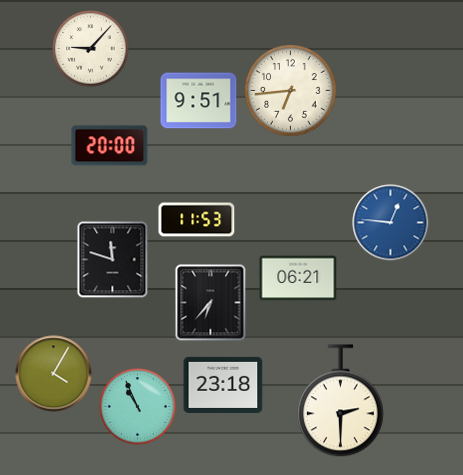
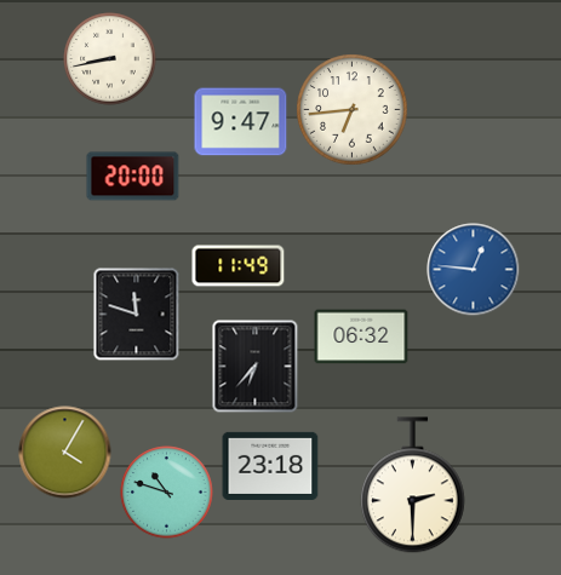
clock at (91, 49): 9:07 -> 8:43
clock at (199, 101): 9:51 -> 9:47
clock at (197, 220): 11:53 -> 11:49
clock at (298, 278): 06:21 -> 06:32
clock at (138, 407): 10:56 -> 10:48
